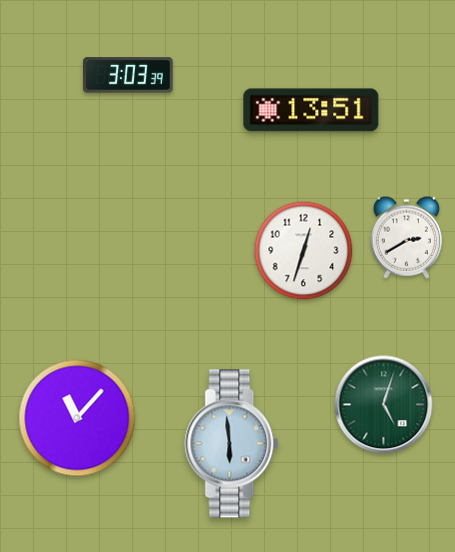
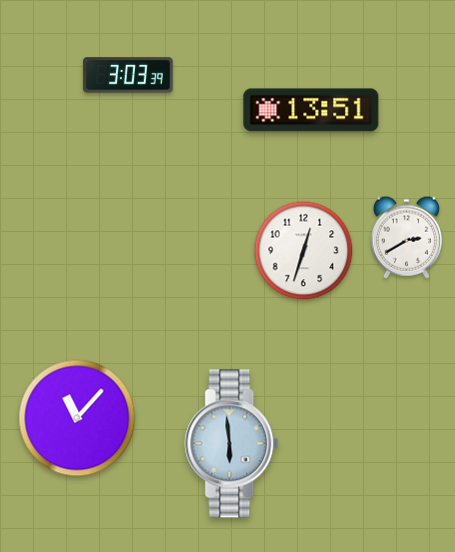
clock at (384, 405): 5:03 -> none
